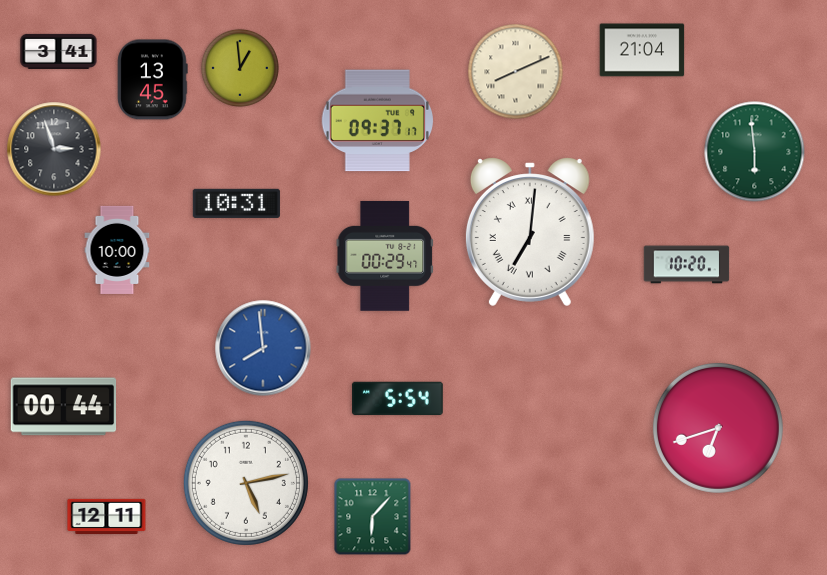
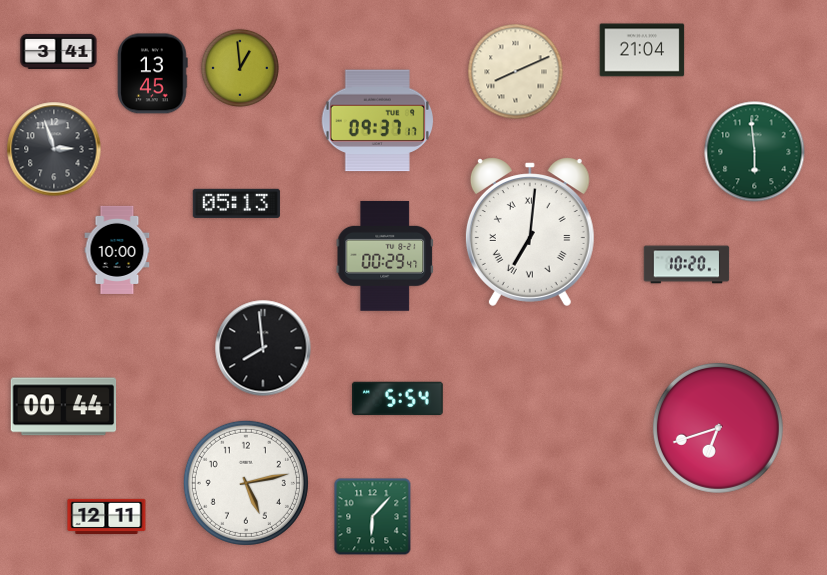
clock at (153, 80) position: (153, 80) -> (153, 74)
clock at (236, 203): 10:31 -> 05:13
clock at (263, 348) dial: blue -> black
